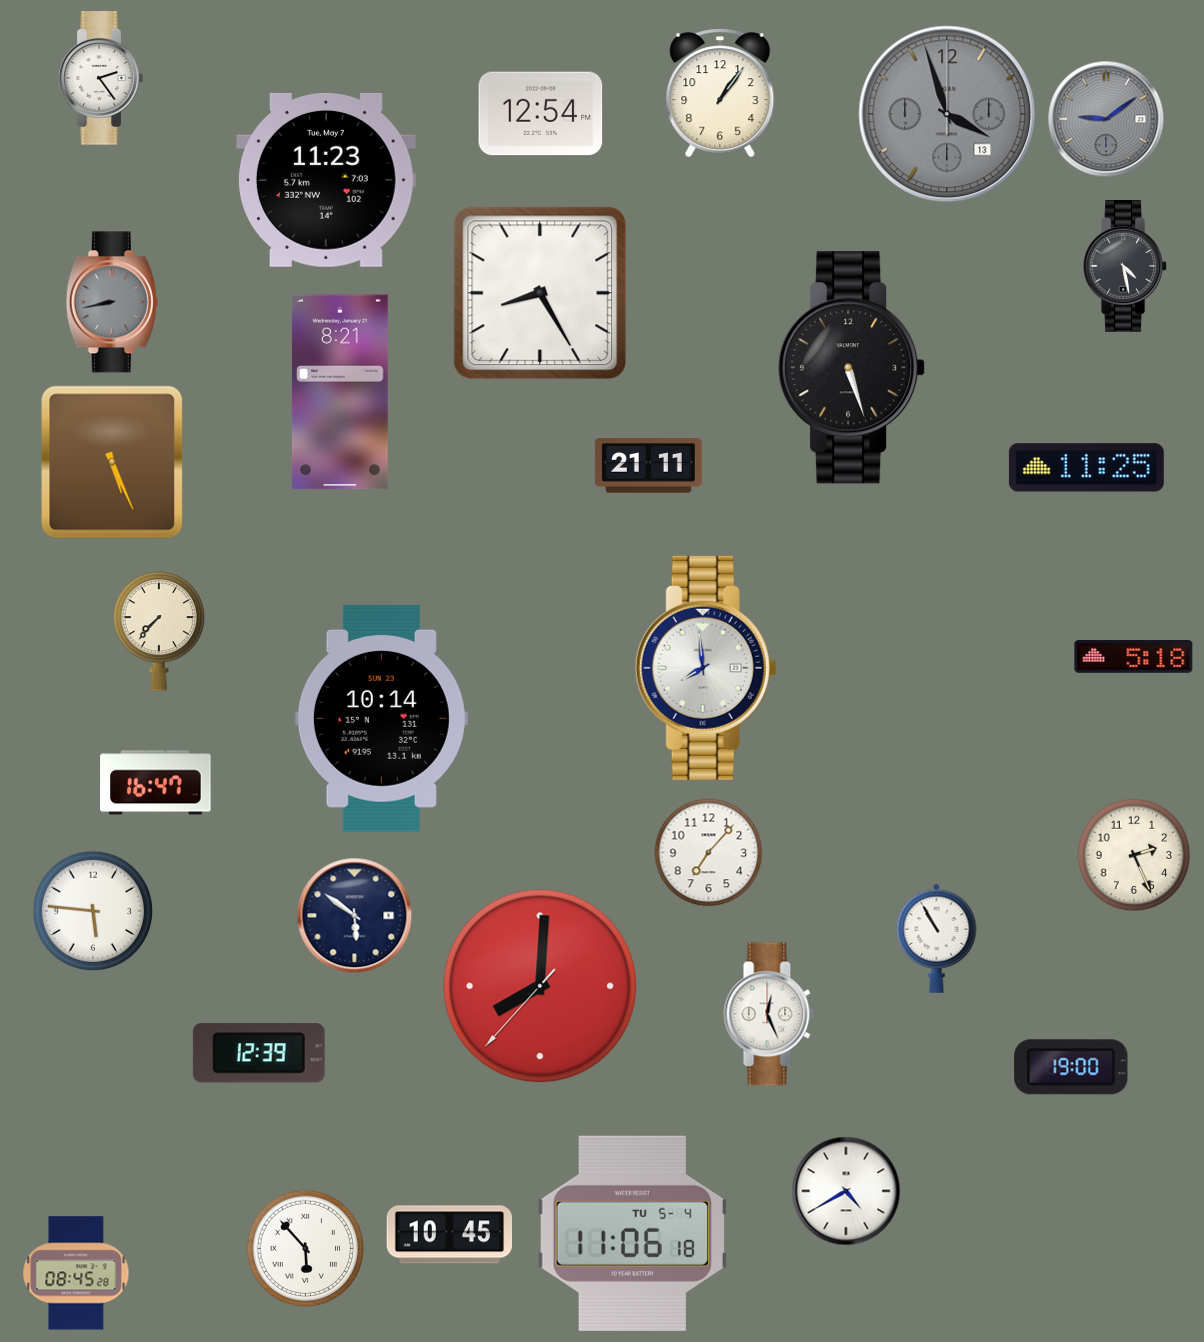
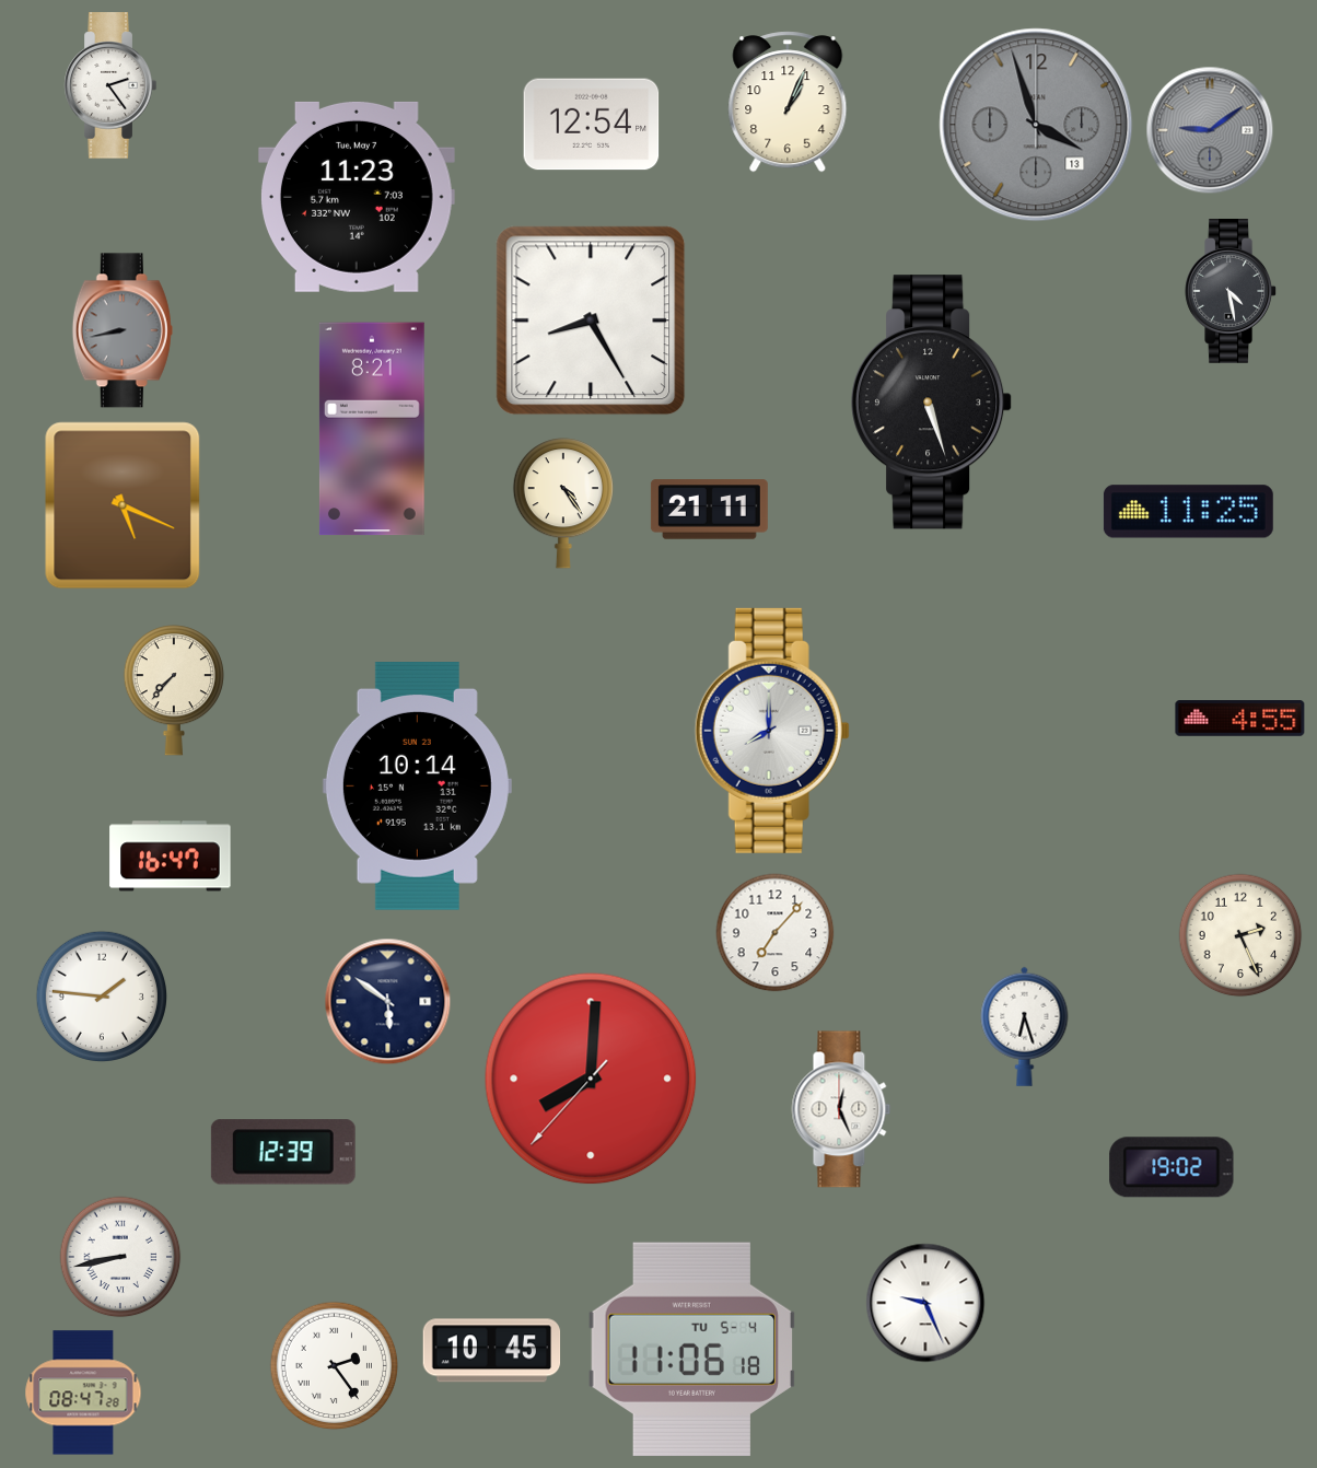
clock at (720, 93): 1:06 -> 1:04
clock at (563, 503): none -> 4:24
clock at (112, 462): 5:26 -> 5:19
clock at (1134, 657): 5:18 -> 4:55
clock at (706, 668): 7:59 -> 8:00
clock at (92, 910): 5:46 -> 1:46
clock at (937, 938): 10:55 -> 6:27
clock at (1071, 1067): 19:00 -> 19:02
clock at (120, 1257): none -> 8:43
clock at (846, 1191): 4:40 -> 9:26
clock at (306, 1249): 5:53 -> 2:24
clock at (76, 1273): 08:45 -> 08:47
